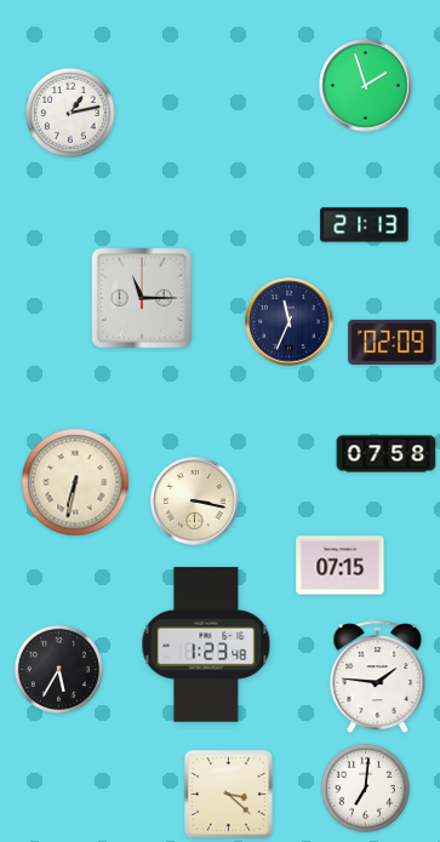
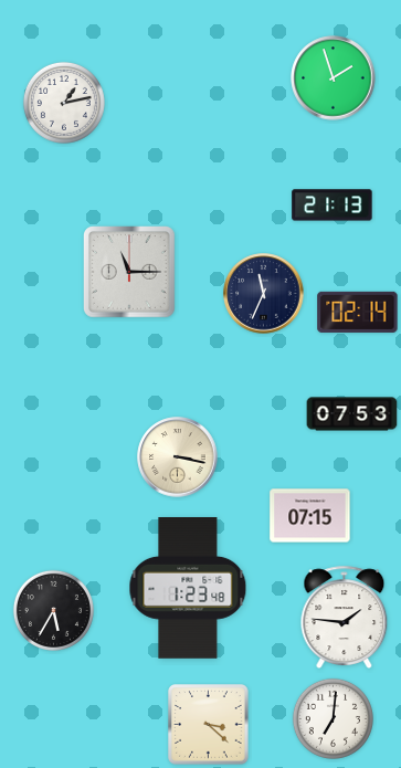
clock at (393, 342): 02:09 -> 02:14
clock at (387, 454): 07:58 -> 07:53
clock at (75, 482): 6:32 -> none
